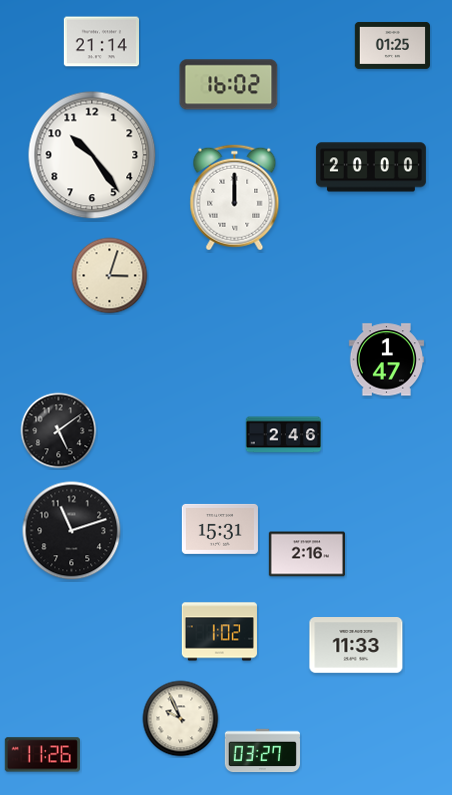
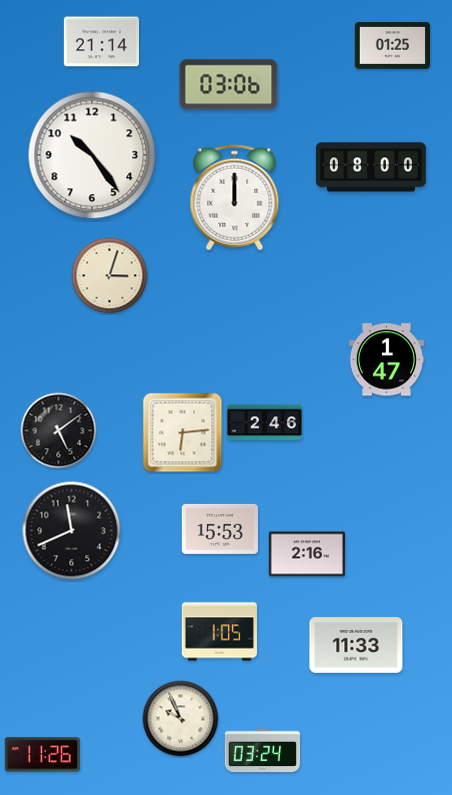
clock at (229, 85): 16:02 -> 03:06
clock at (371, 167): 20:00 -> 08:00
clock at (183, 433): none -> 6:14
clock at (283, 435) position: (283, 435) -> (264, 423)
clock at (220, 529): 15:31 -> 15:53
clock at (72, 531): 11:12 -> 11:41
clock at (219, 632): 1:02 -> 1:05
clock at (262, 751): 03:27 -> 03:24
